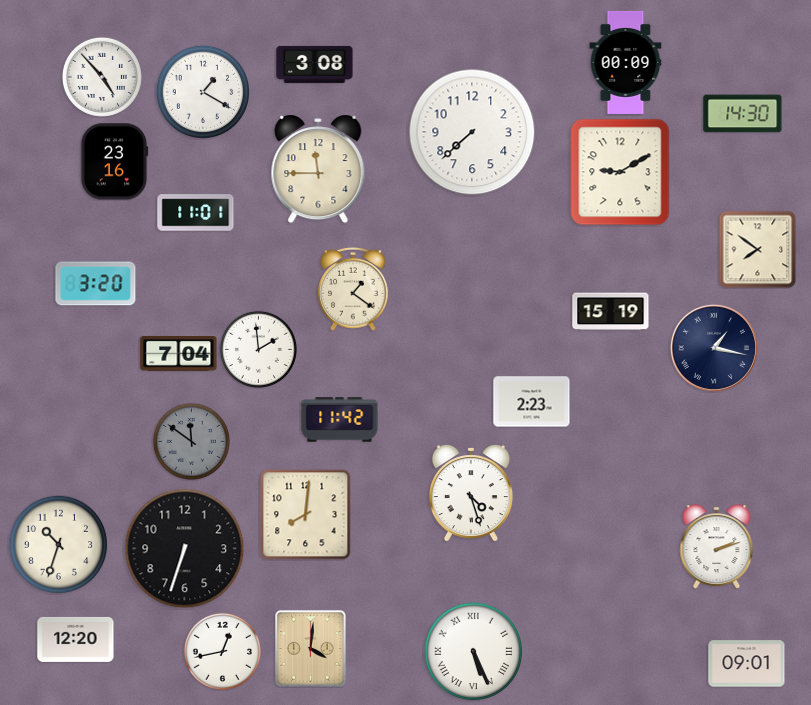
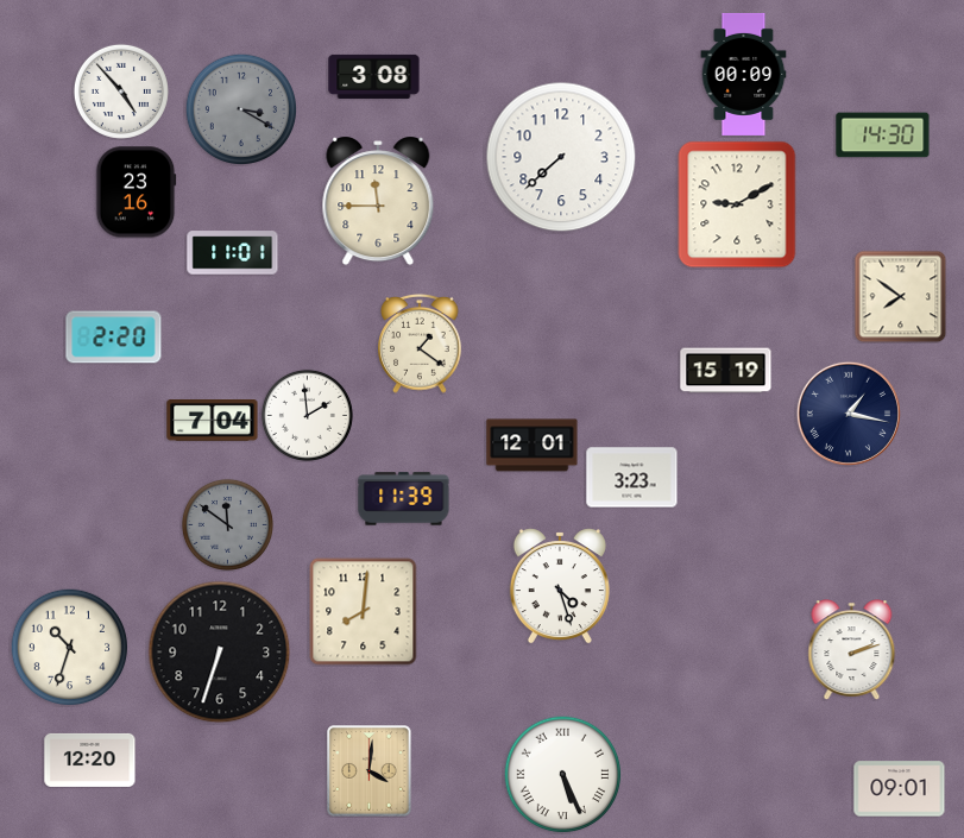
clock at (202, 91): 1:20 -> 3:20
clock at (202, 91) dial: white -> grey
clock at (96, 284): 3:20 -> 2:20
clock at (533, 446): none -> 12:01
clock at (532, 402): 2:23 -> 3:23
clock at (340, 420): 11:42 -> 11:39
clock at (222, 651): 12:43 -> none
clock at (747, 664) position: (747, 664) -> (900, 789)
